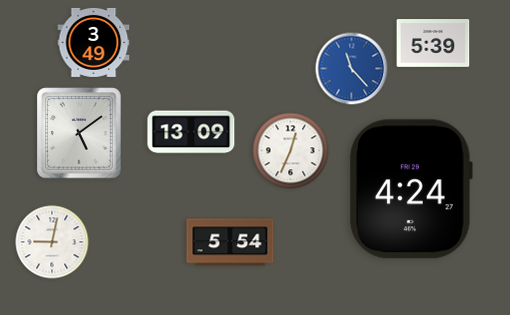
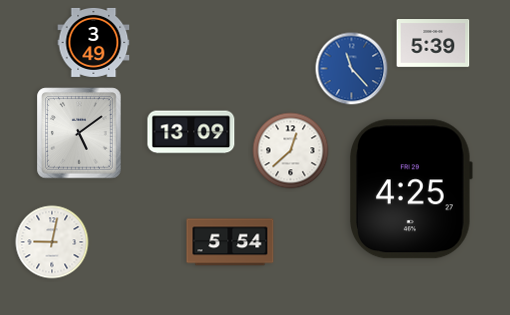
clock at (291, 151): 12:34 -> 12:38
clock at (412, 189): 4:24 -> 4:25
